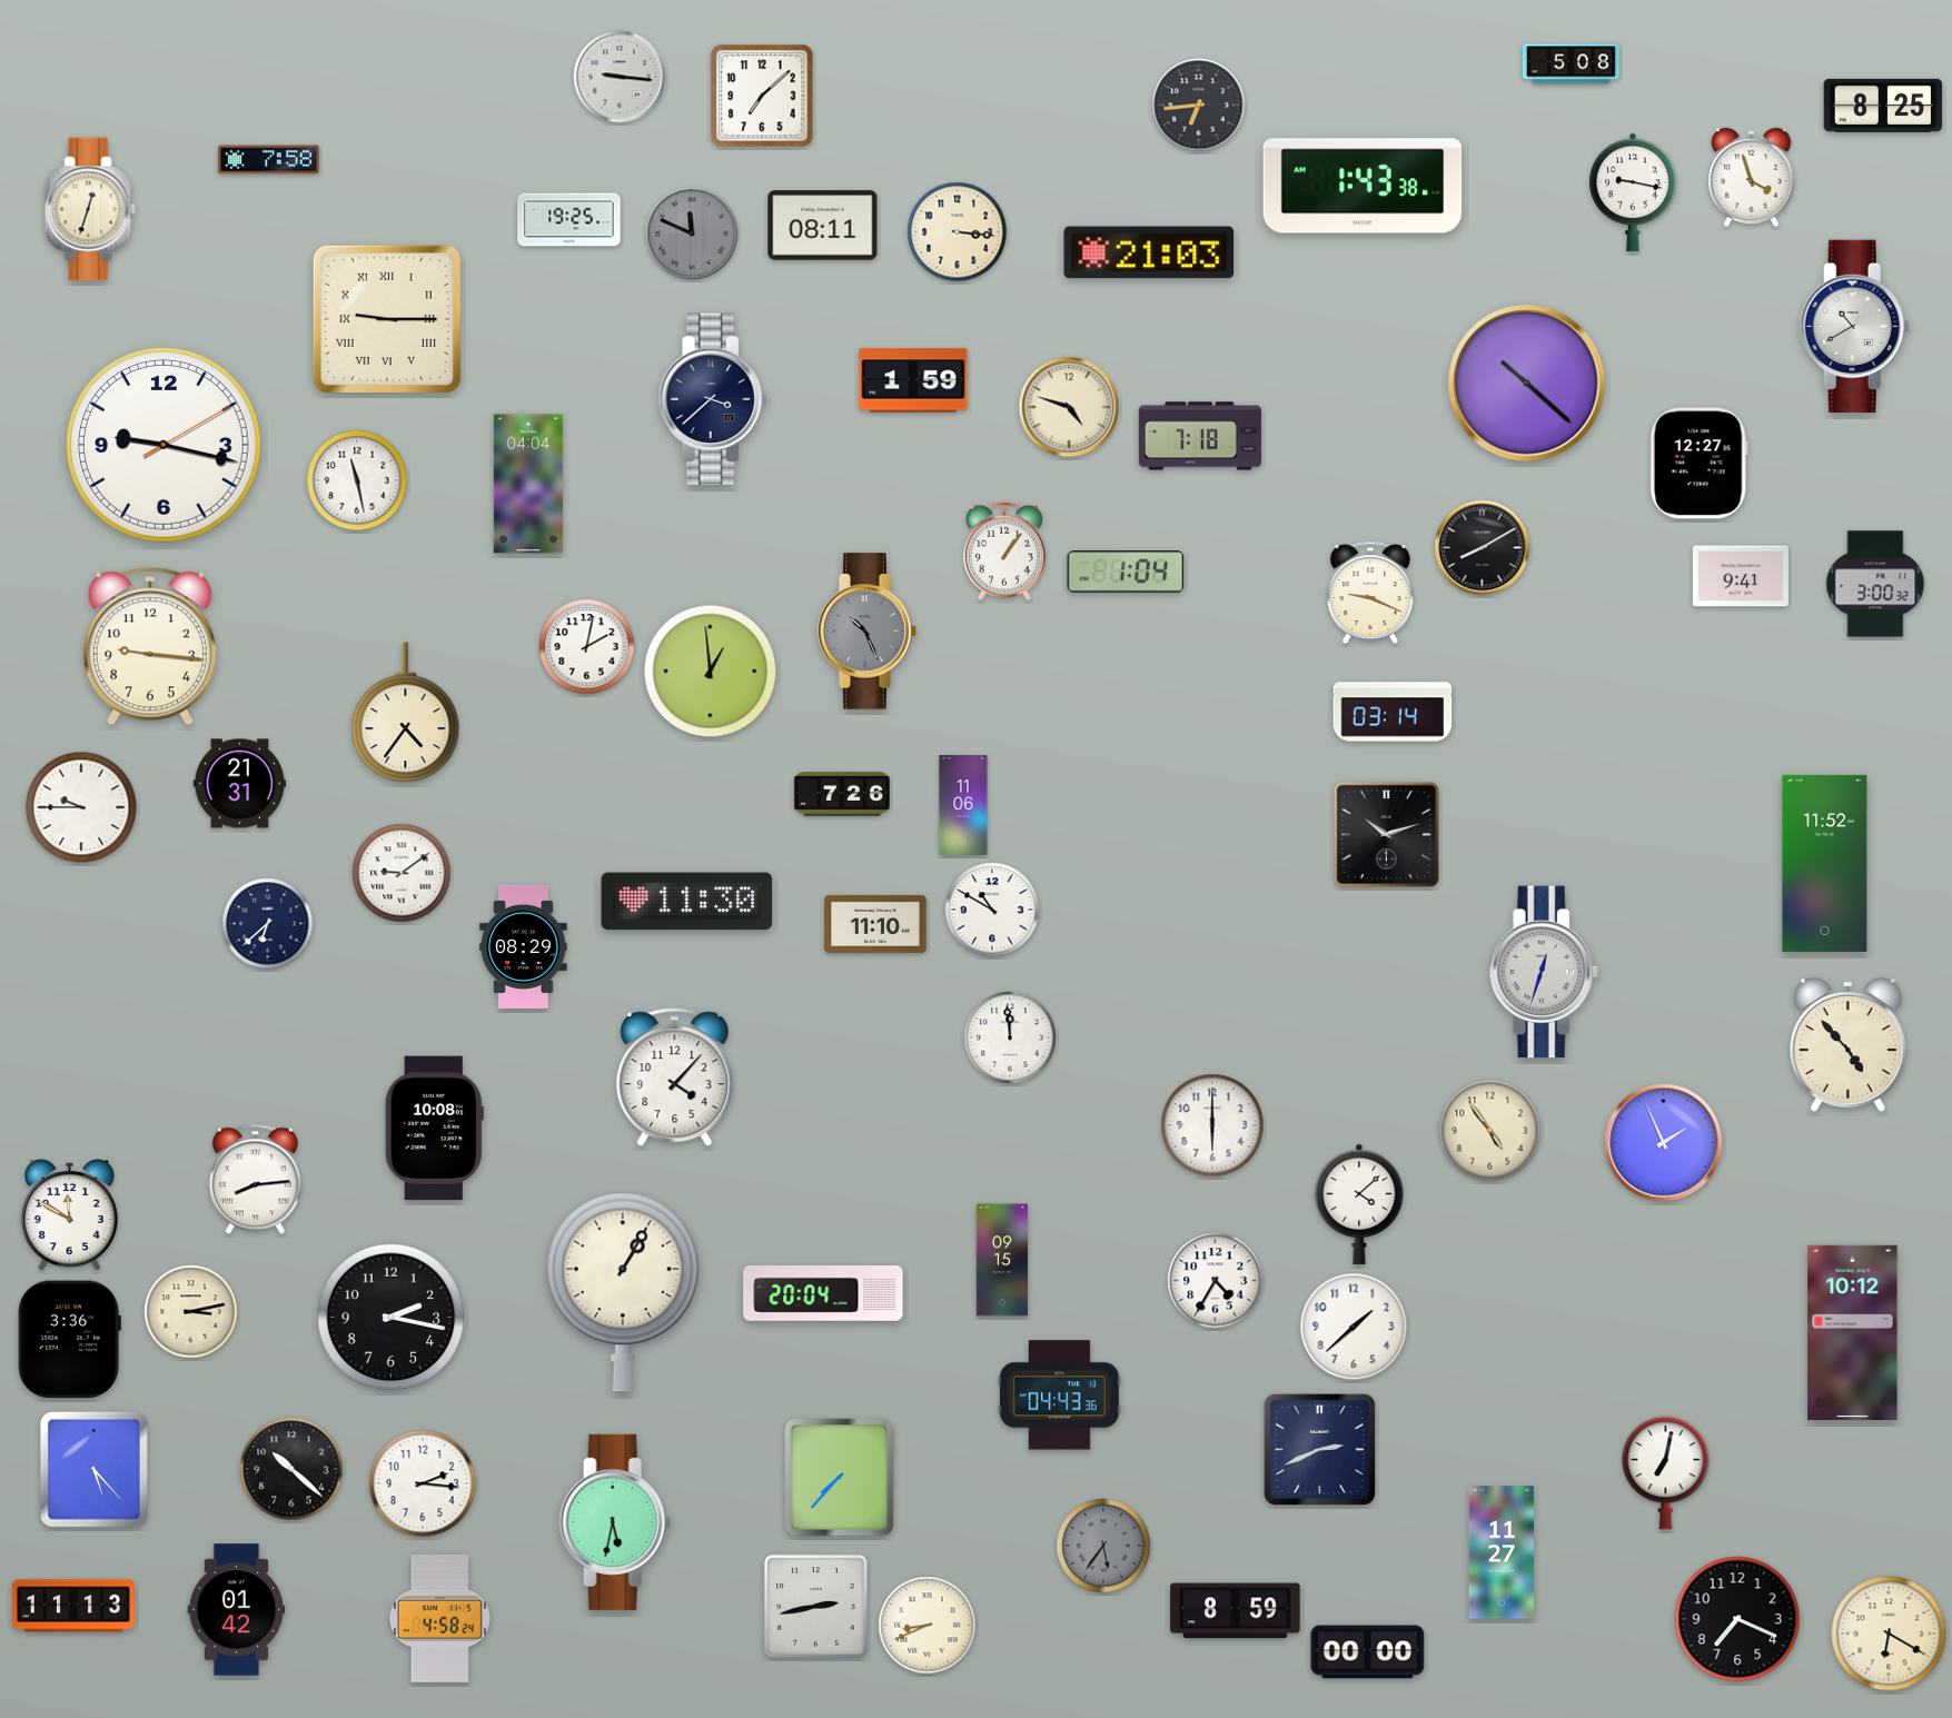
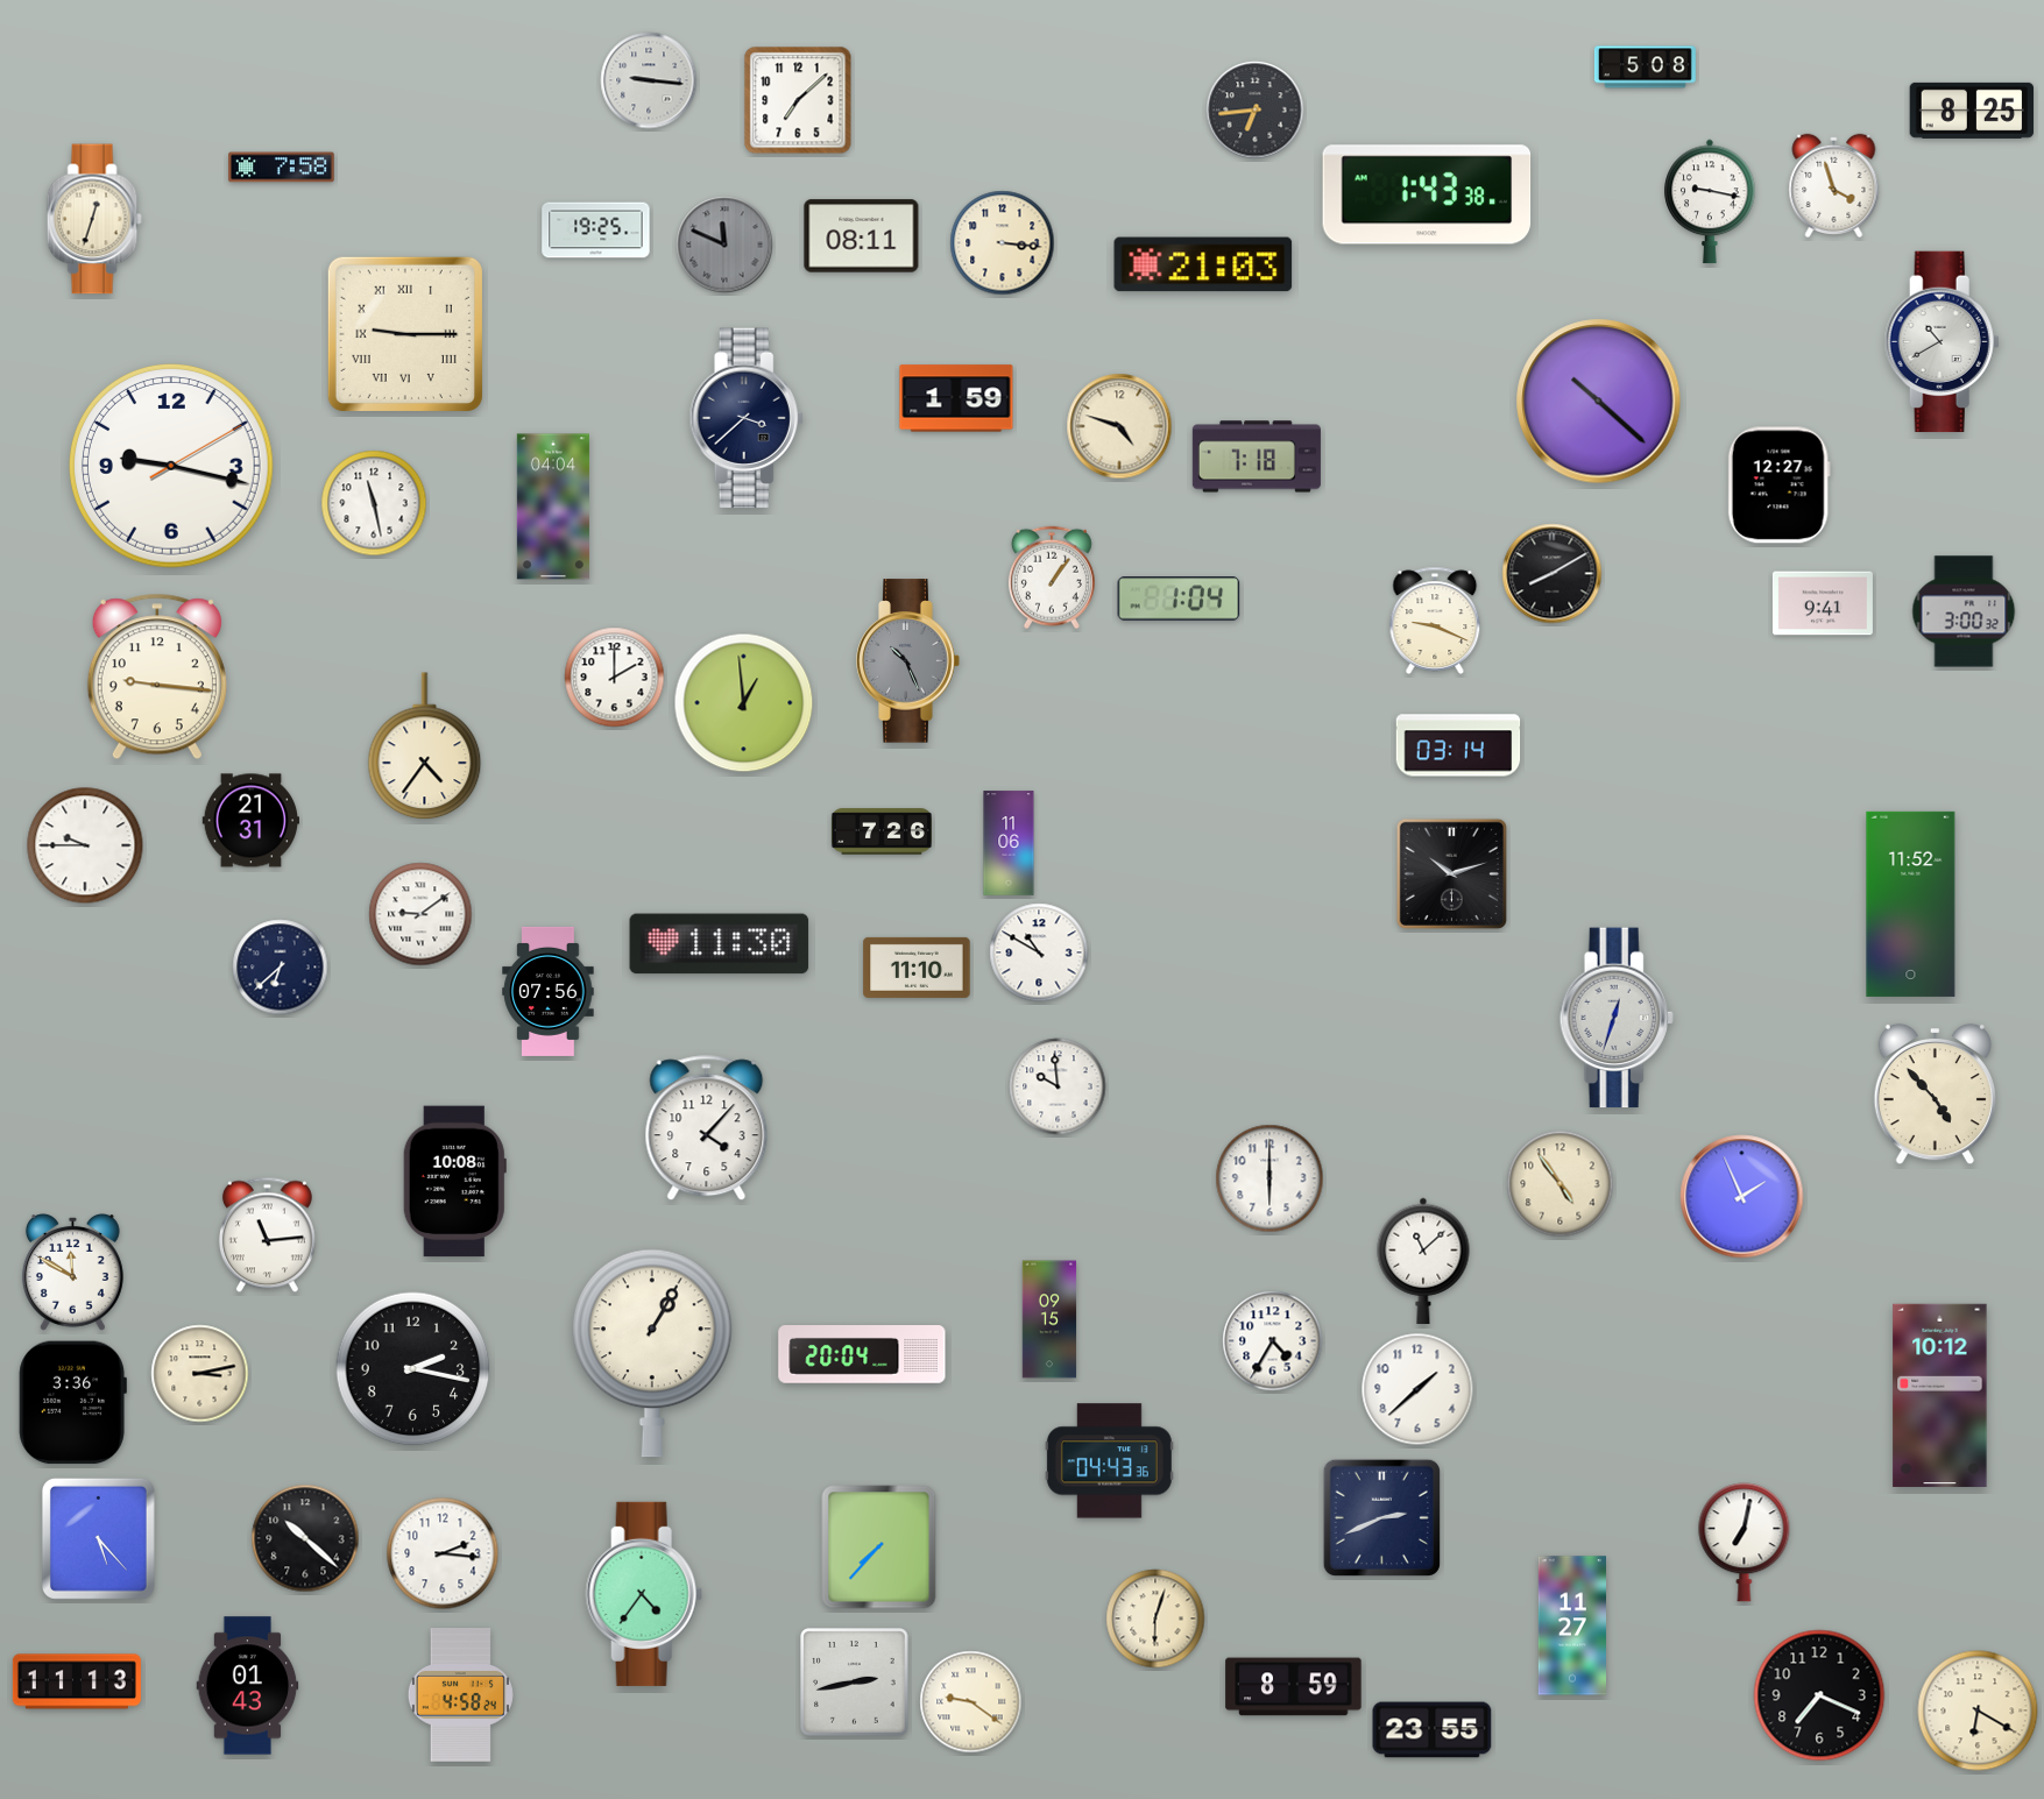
clock at (587, 647): 2:02 -> 2:00
clock at (524, 946): 08:29 -> 07:56
clock at (1010, 1037): 11:59 -> 9:59
clock at (255, 1180): 8:14 -> 11:14
clock at (1359, 1203): 4:08 -> 11:08
clock at (392, 1318) position: (392, 1318) -> (413, 1369)
clock at (615, 1522): 5:32 -> 4:36
clock at (1103, 1546): 5:36 -> 6:03
clock at (1103, 1546) dial: grey -> cream
clock at (237, 1610): 01:42 -> 01:43
clock at (928, 1626): 8:41 -> 9:21
clock at (1368, 1652): 00:00 -> 23:55
